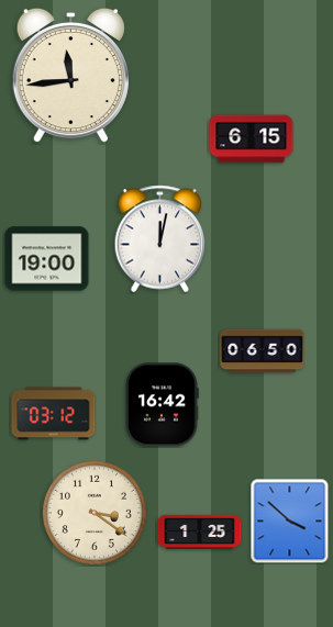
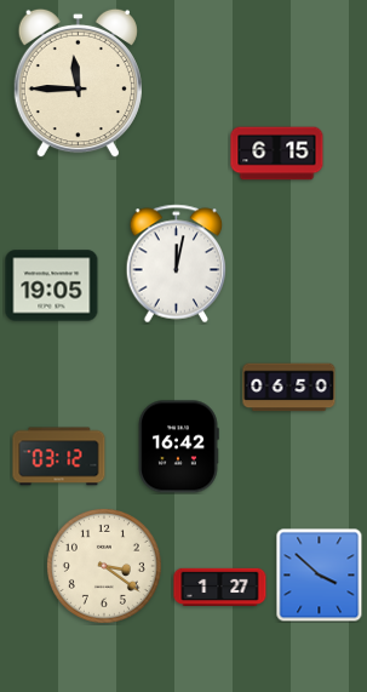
clock at (70, 76): 11:44 -> 11:45
clock at (47, 259): 19:00 -> 19:05
clock at (200, 531): 1:25 -> 1:27
